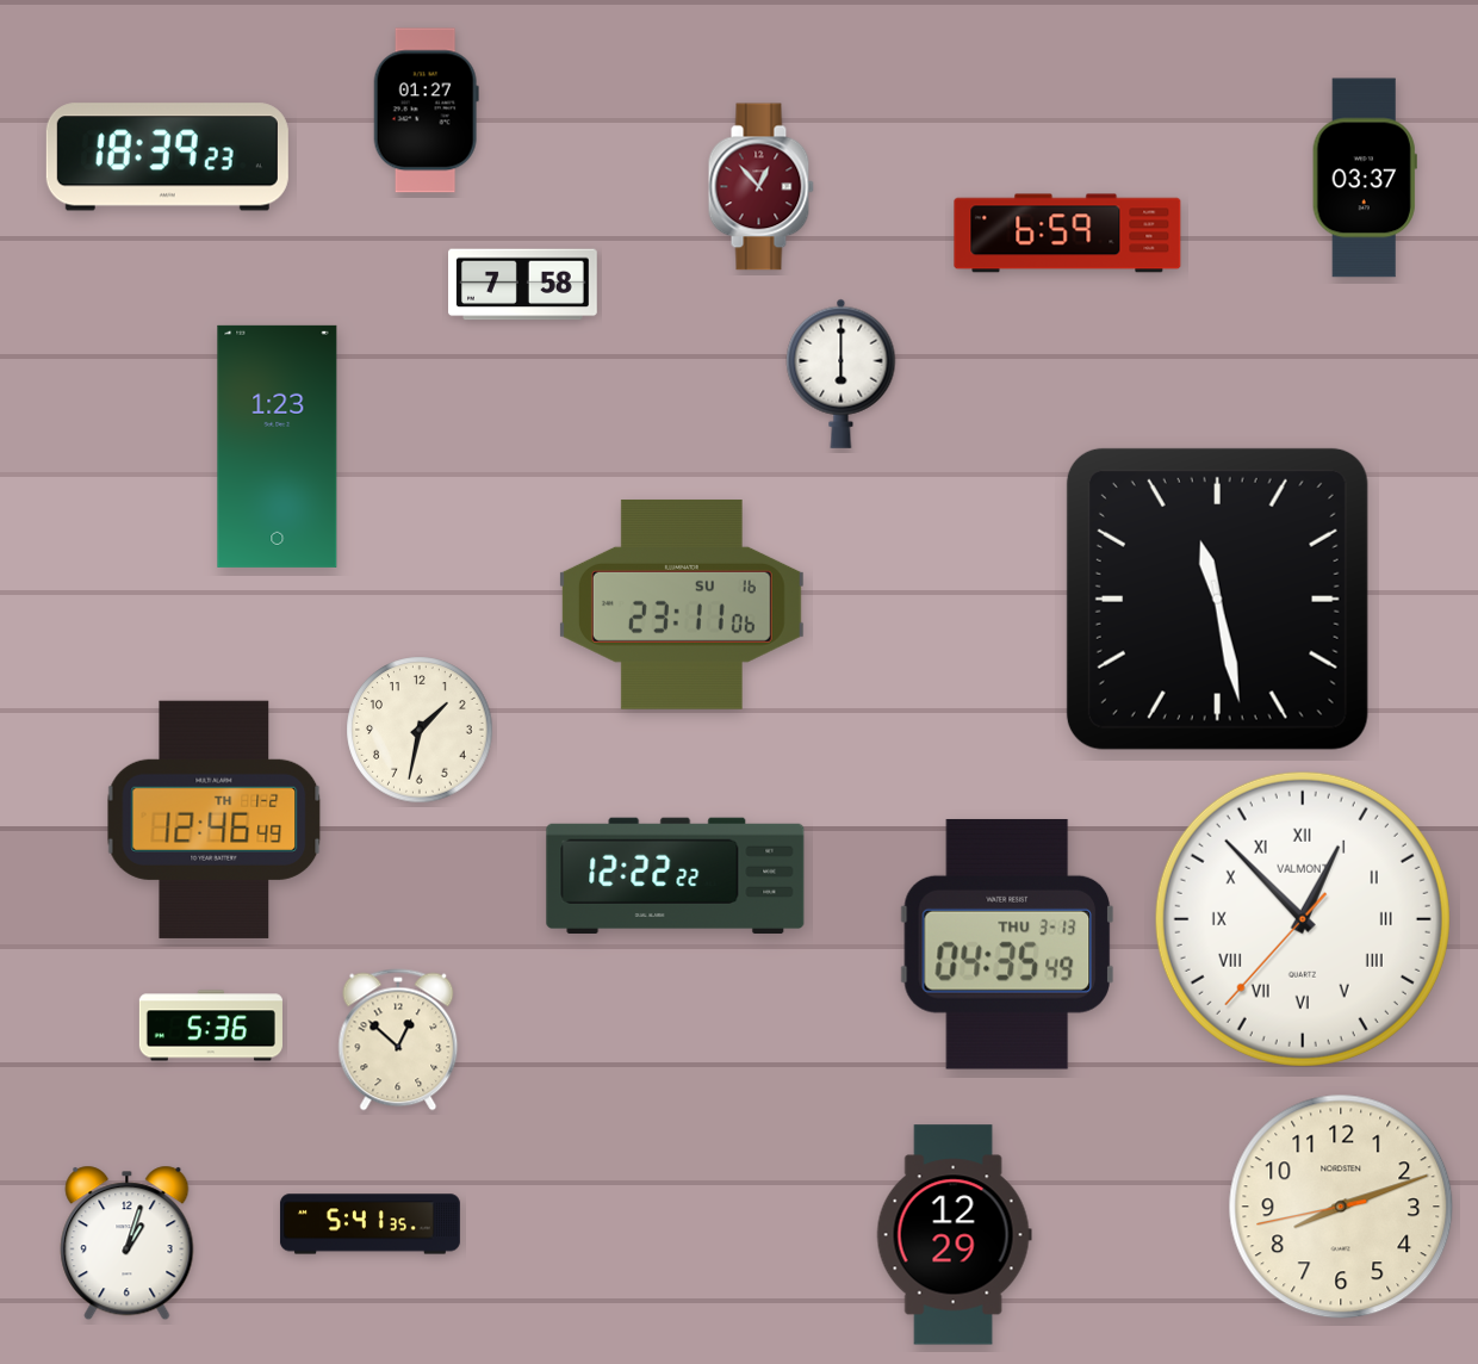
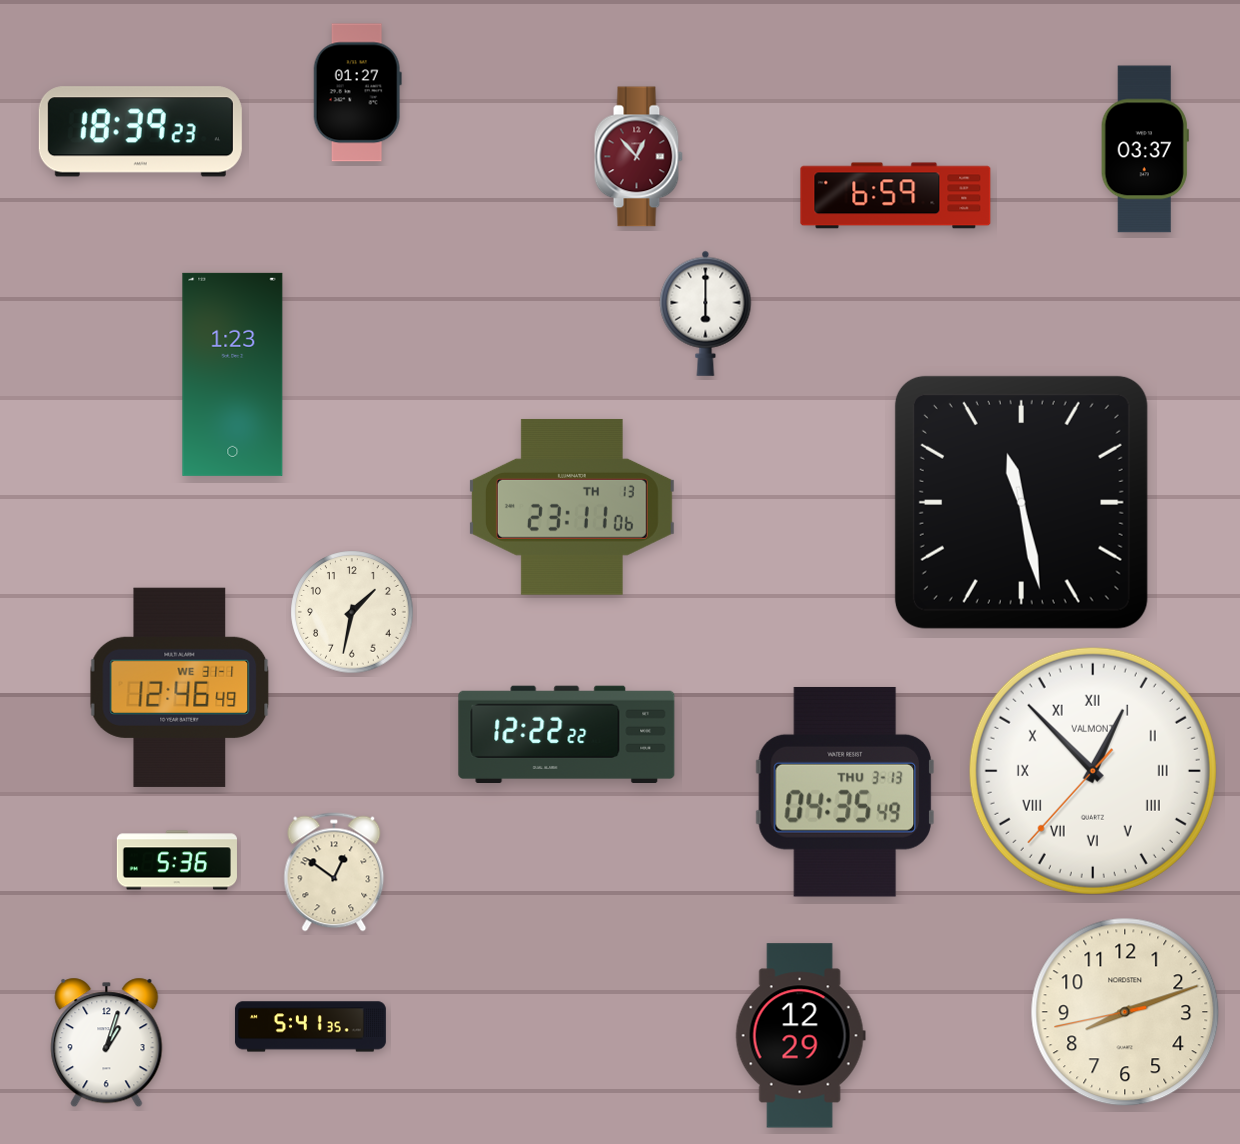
clock at (523, 285): 7:58 -> none
clock at (682, 604) date: SU 16 -> TH 13
clock at (215, 819) date: TH 1-2 -> WE 31-1
clock at (398, 1040): 12:52 -> 12:51
